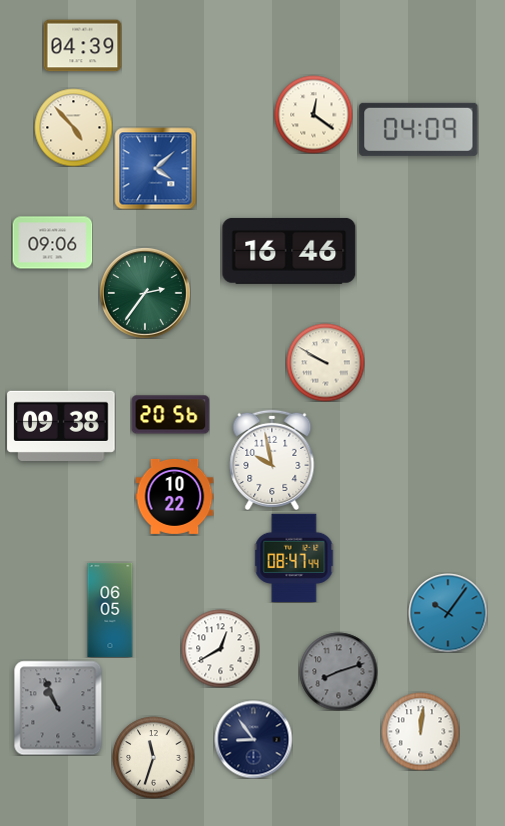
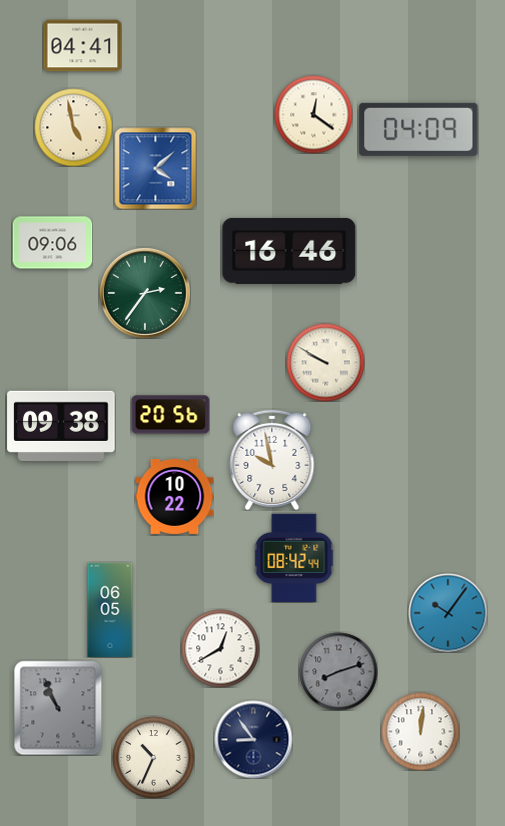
clock at (82, 46): 04:39 -> 04:41
clock at (73, 127): 4:53 -> 4:58
clock at (294, 557): 08:47 -> 08:42
clock at (153, 757): 11:33 -> 10:34
